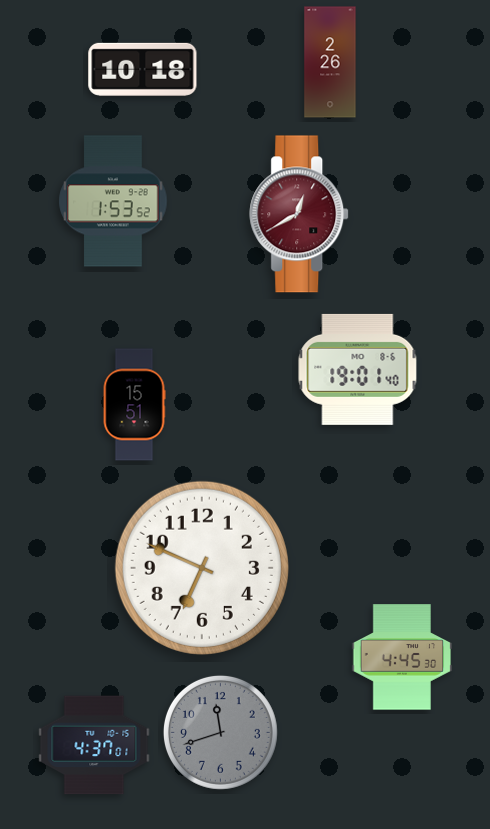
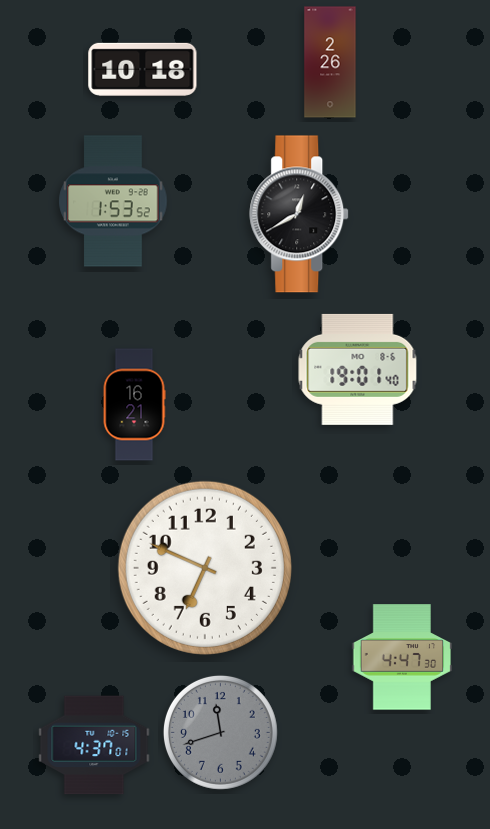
clock at (300, 214) dial: burgundy -> black
clock at (134, 405): 15:51 -> 16:21
clock at (202, 568) position: (202, 568) -> (205, 568)
clock at (402, 657): 4:45 -> 4:47
